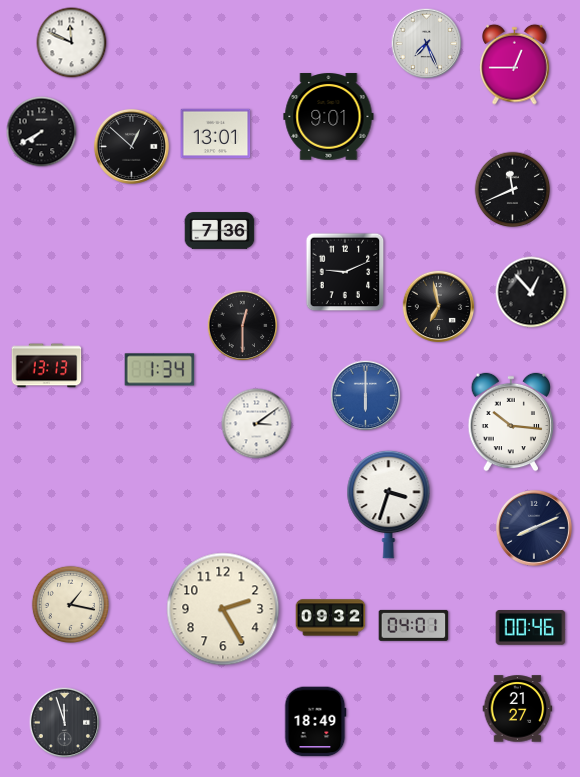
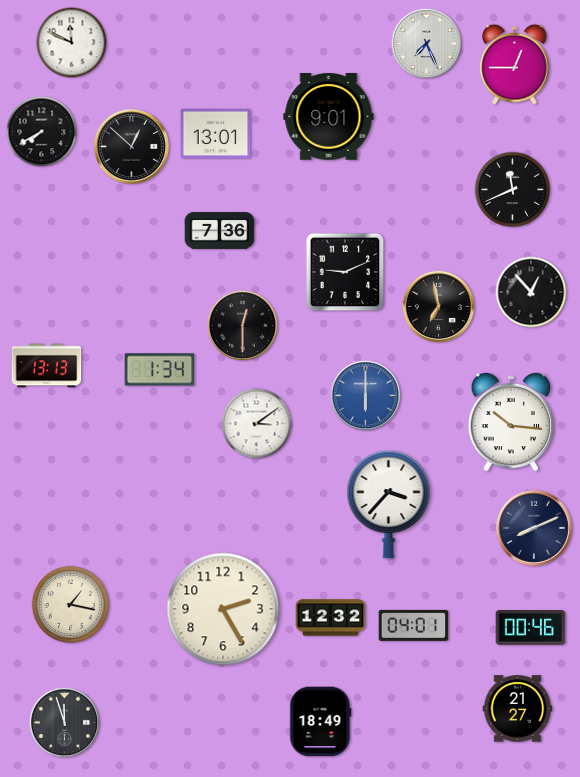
clock at (389, 504): 3:33 -> 3:37
clock at (331, 618): 09:32 -> 12:32
clock at (316, 722) position: (316, 722) -> (321, 722)
